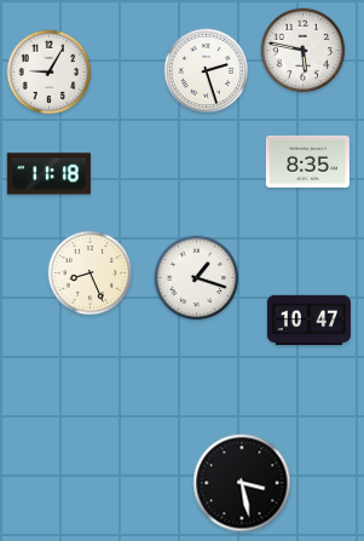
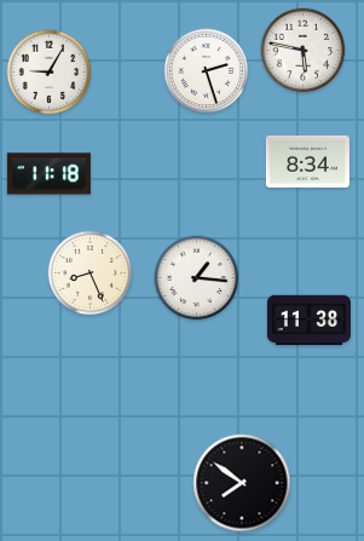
clock at (307, 161): 8:35 -> 8:34
clock at (197, 278): 1:18 -> 1:16
clock at (308, 321): 10:47 -> 11:38
clock at (242, 483): 3:28 -> 7:51
